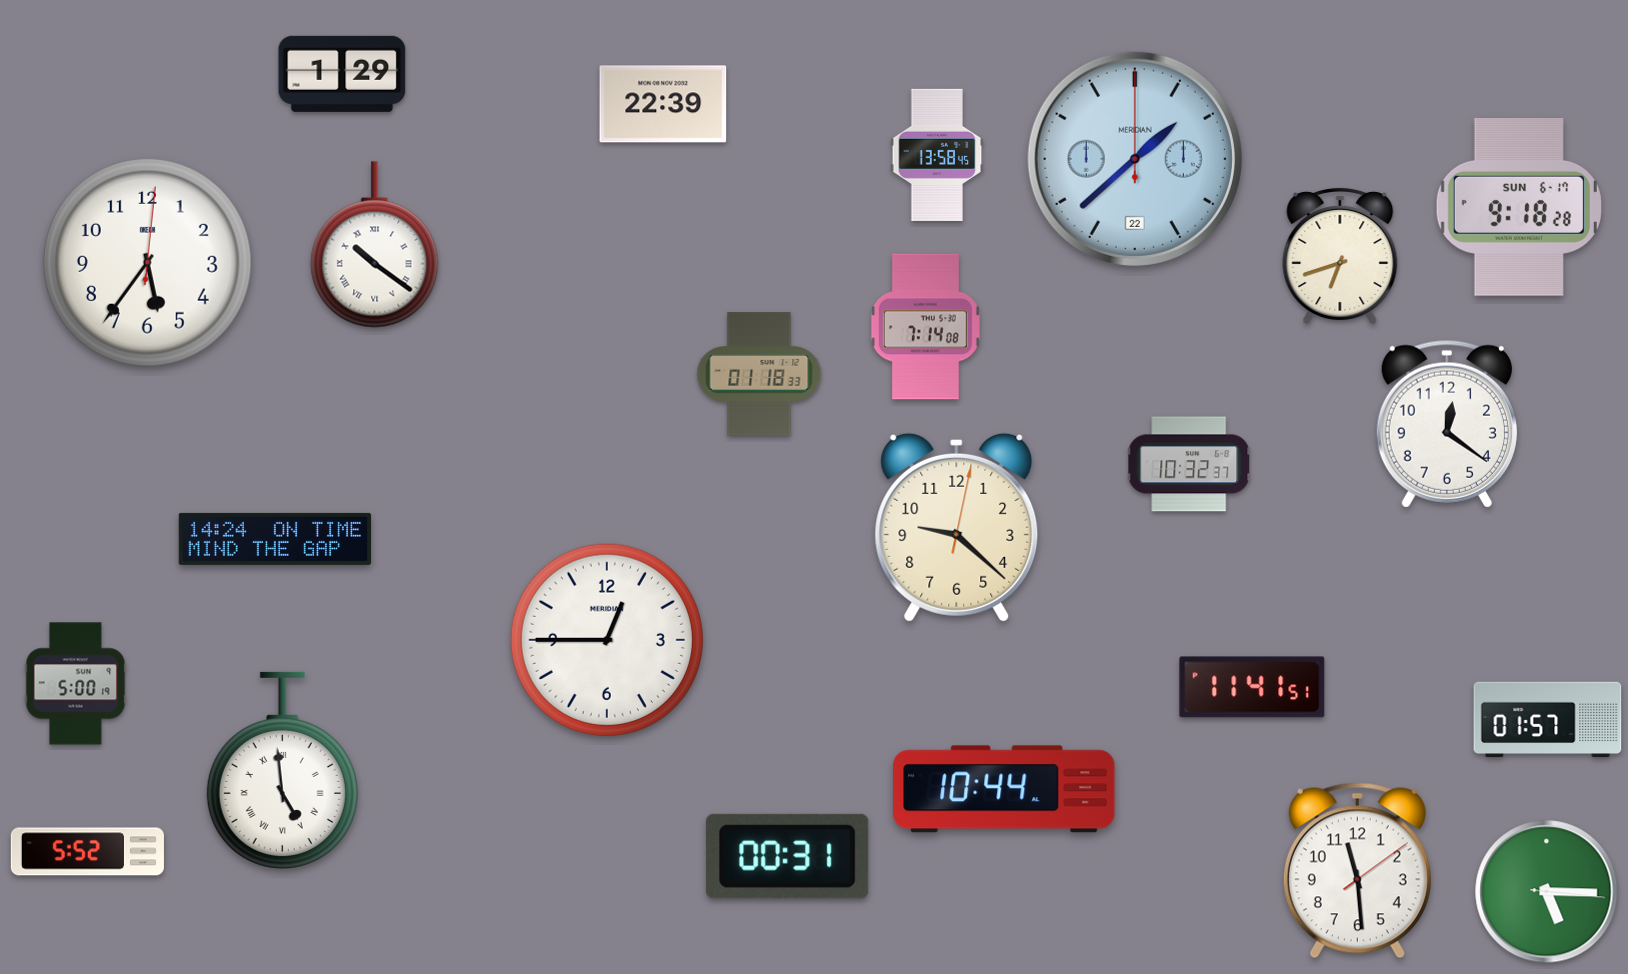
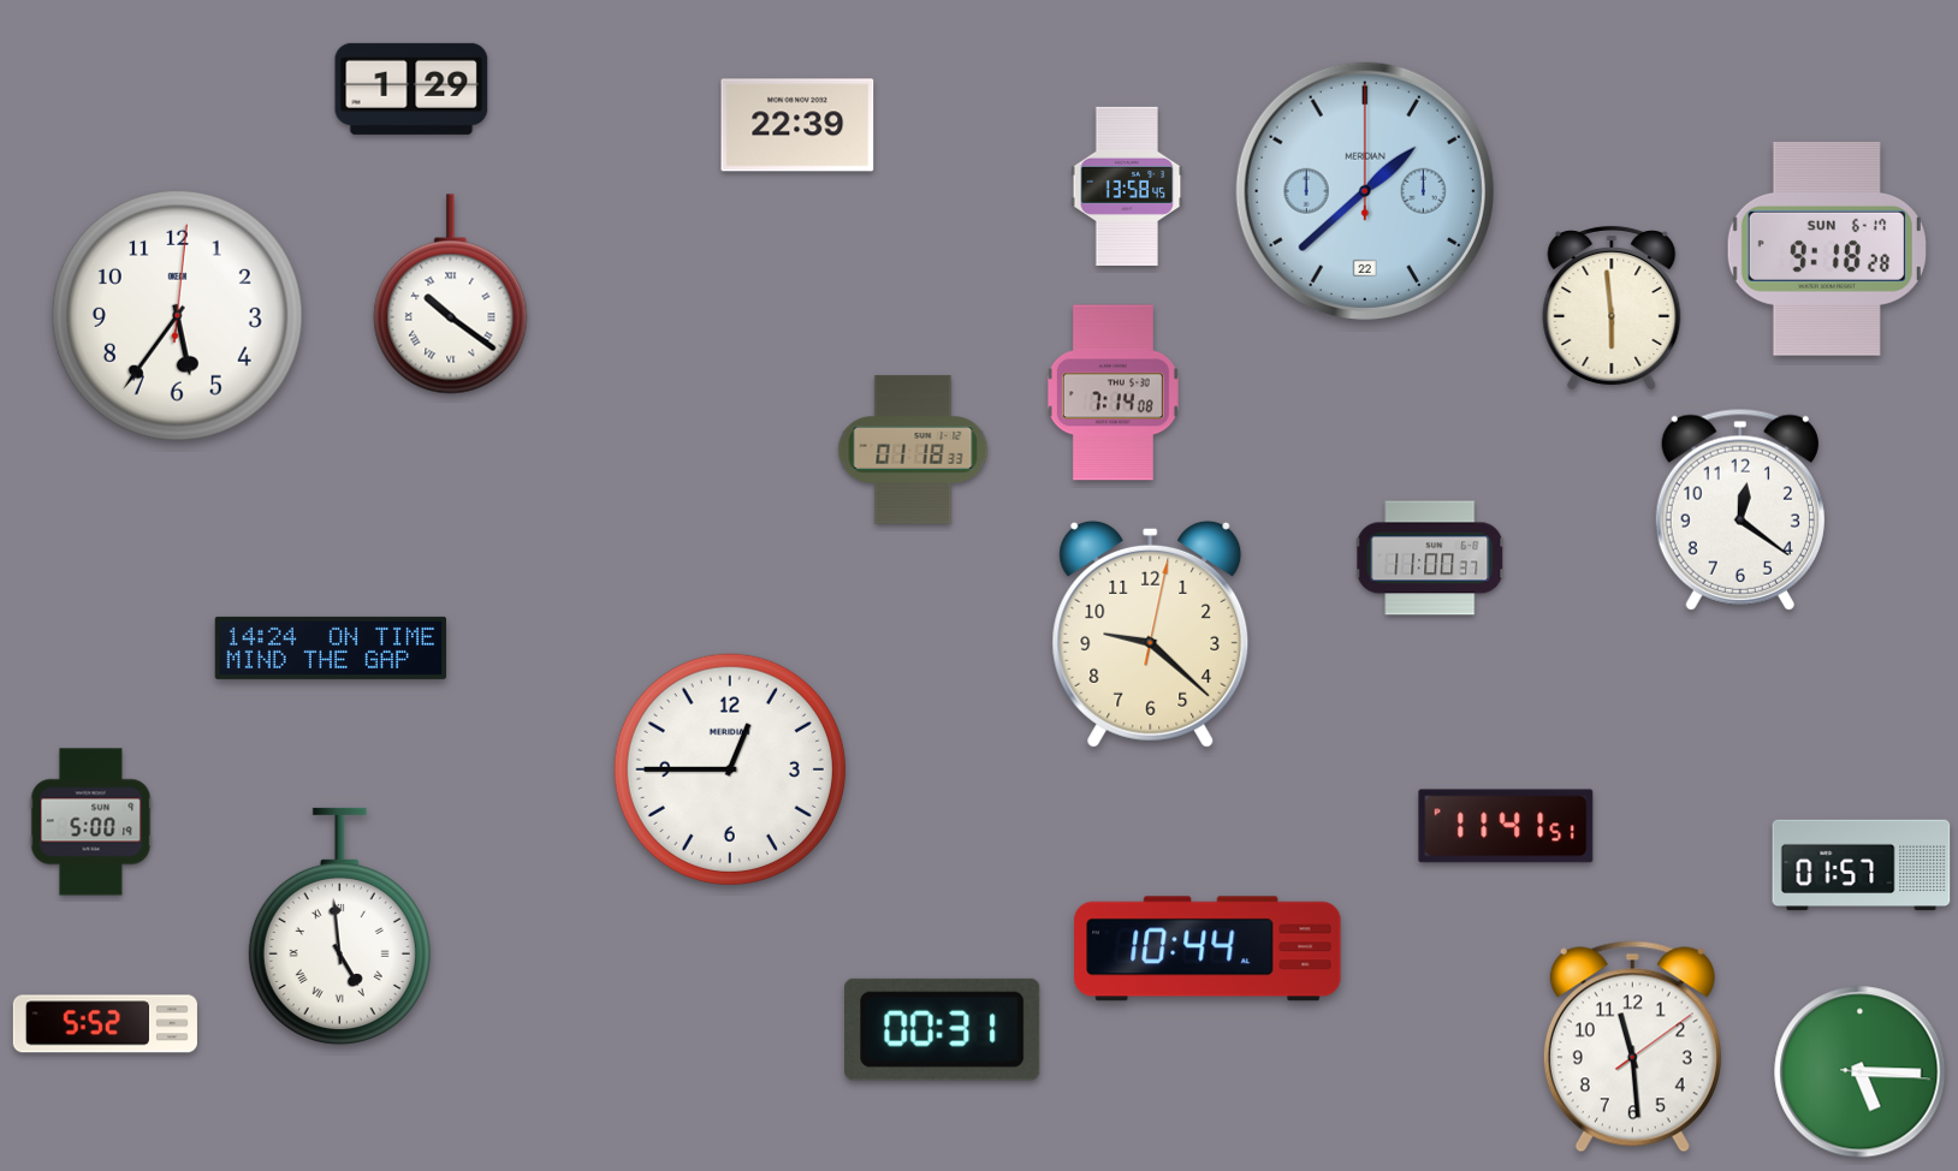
clock at (1340, 255): 6:42 -> 5:59
clock at (1190, 464): 10:32 -> 11:00
clock at (788, 856) position: (788, 856) -> (943, 1029)
